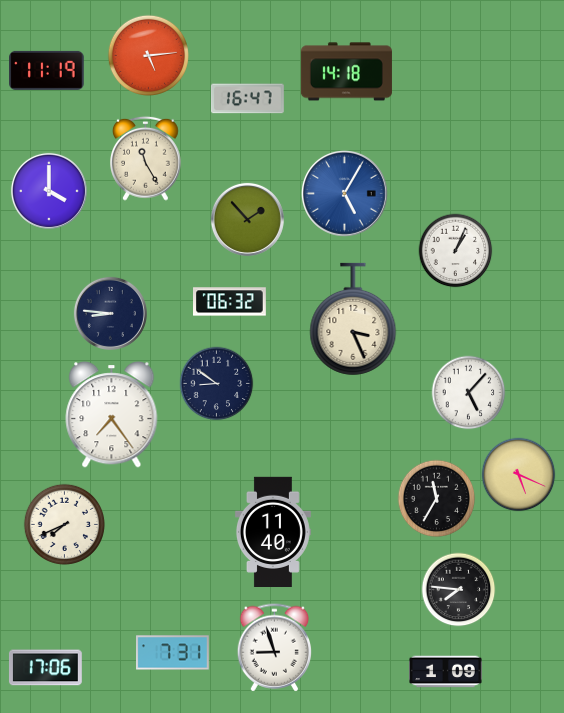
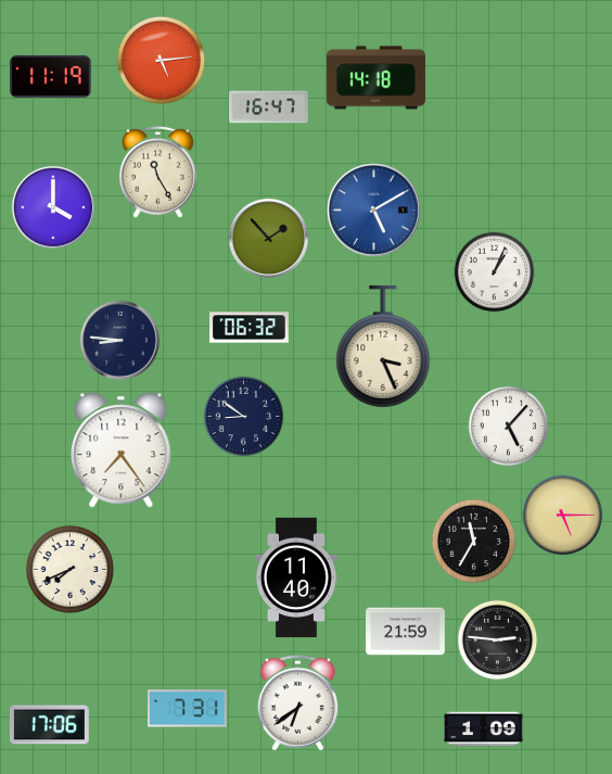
clock at (344, 193): 5:05 -> 5:10
clock at (217, 384) position: (217, 384) -> (244, 417)
clock at (519, 475): 5:19 -> 5:15
clock at (406, 632): none -> 21:59
clock at (459, 590): 7:46 -> 2:46
clock at (274, 648): 8:57 -> 6:39
